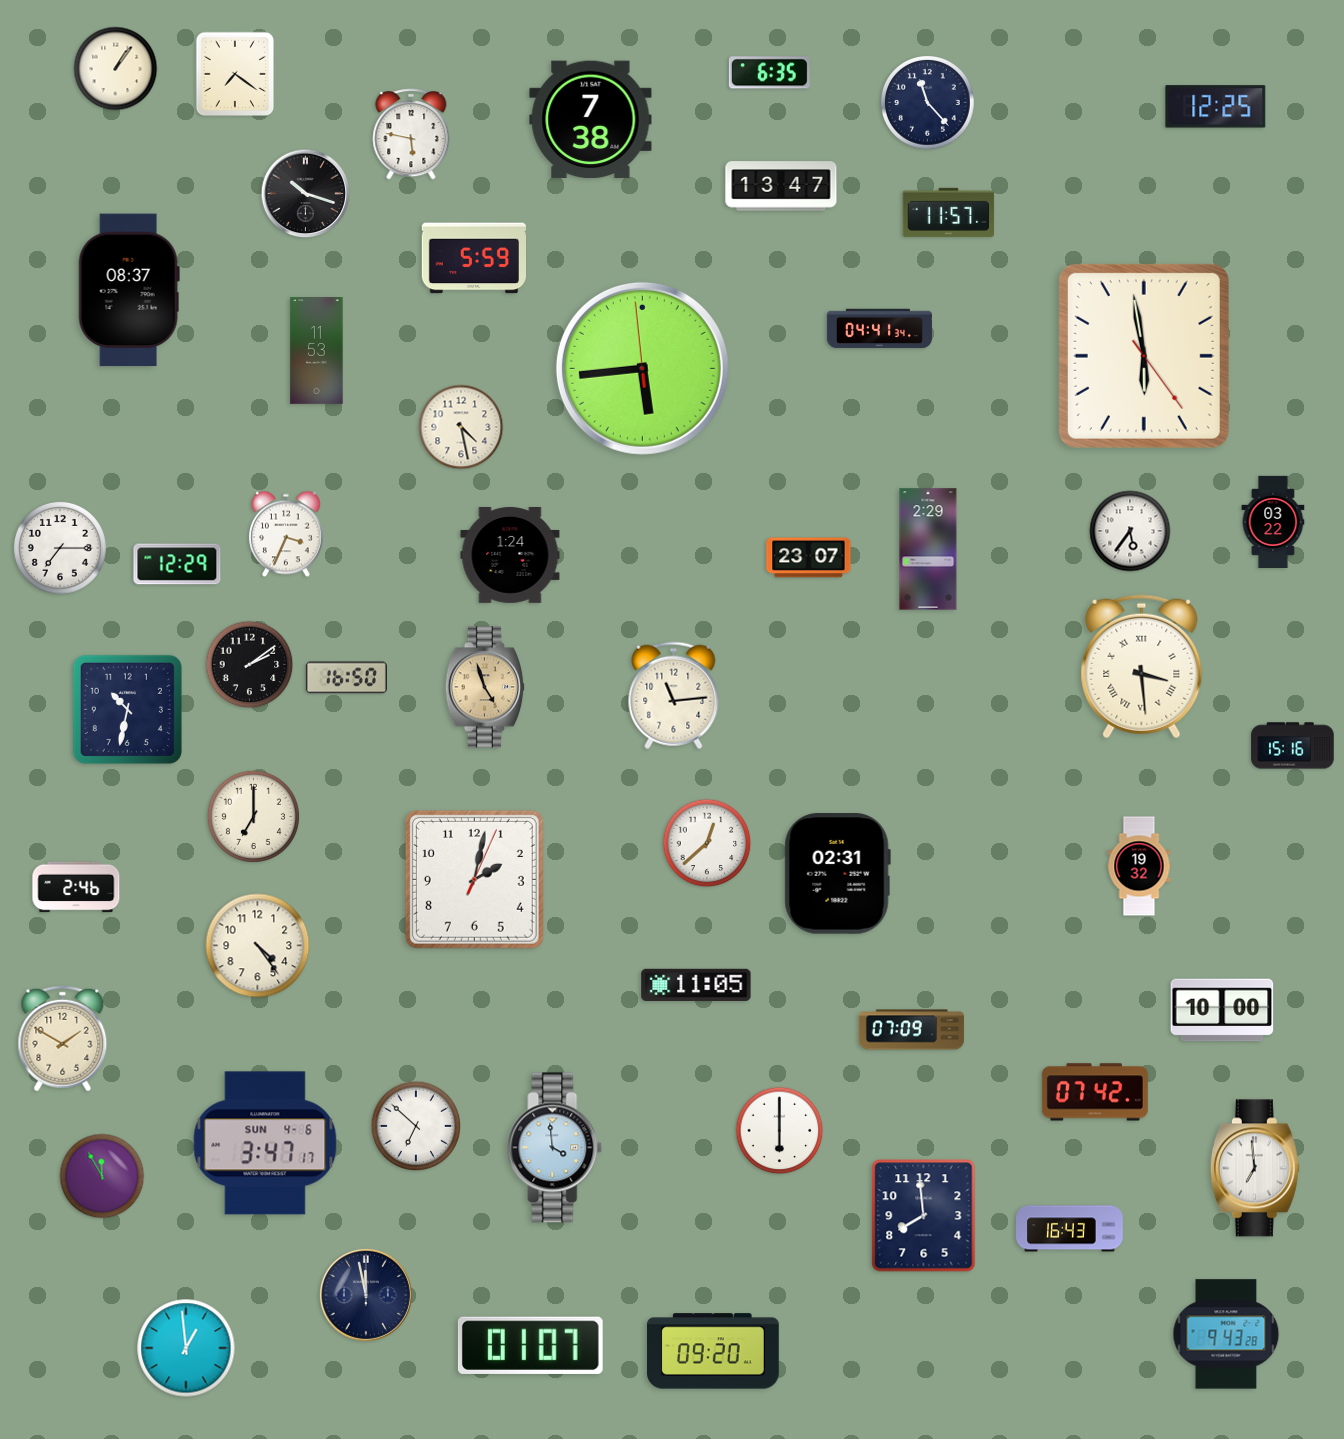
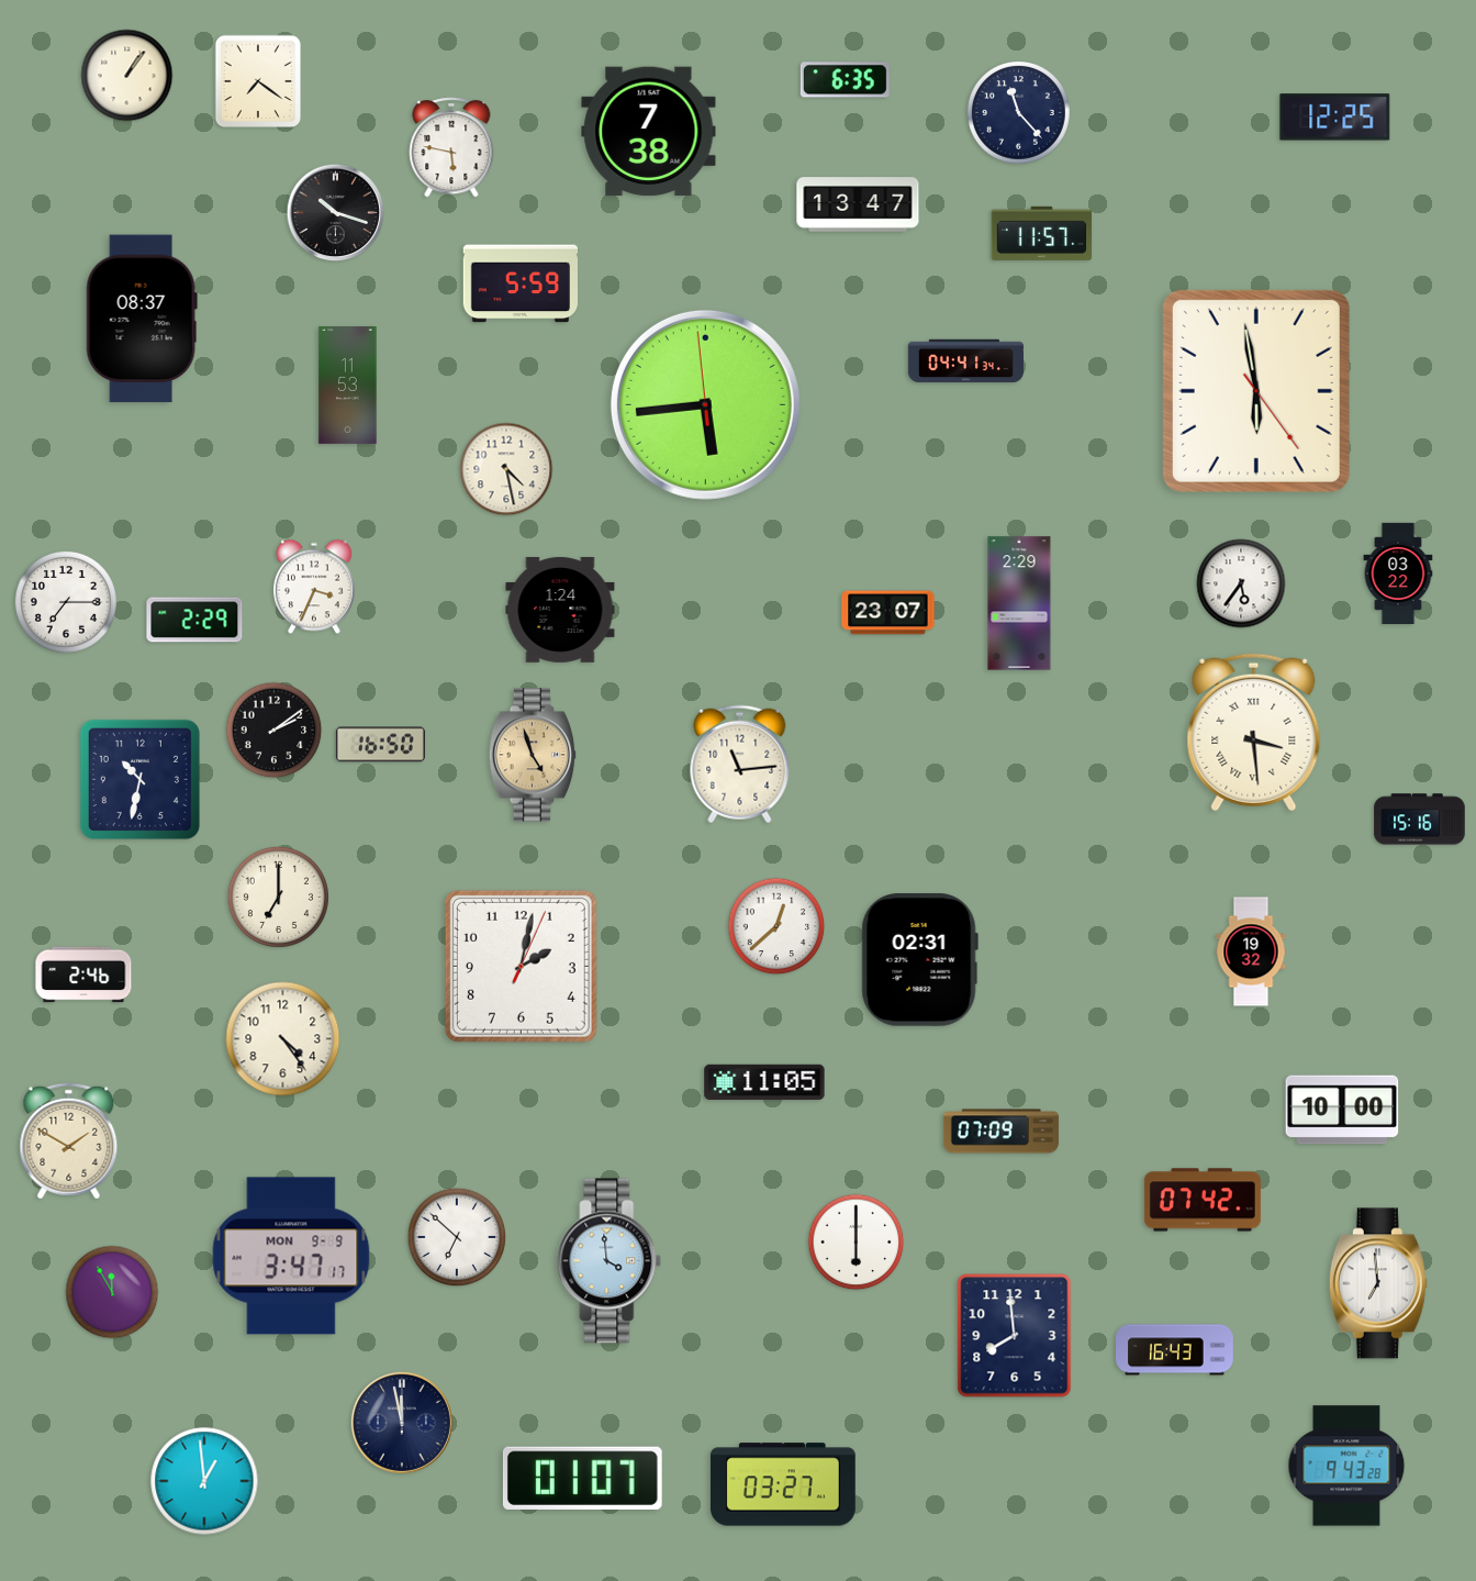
clock at (177, 564): 12:29 -> 2:29
clock at (265, 1143) date: SUN 4-6 -> MON 9-9
clock at (713, 1351): 09:20 -> 03:27
